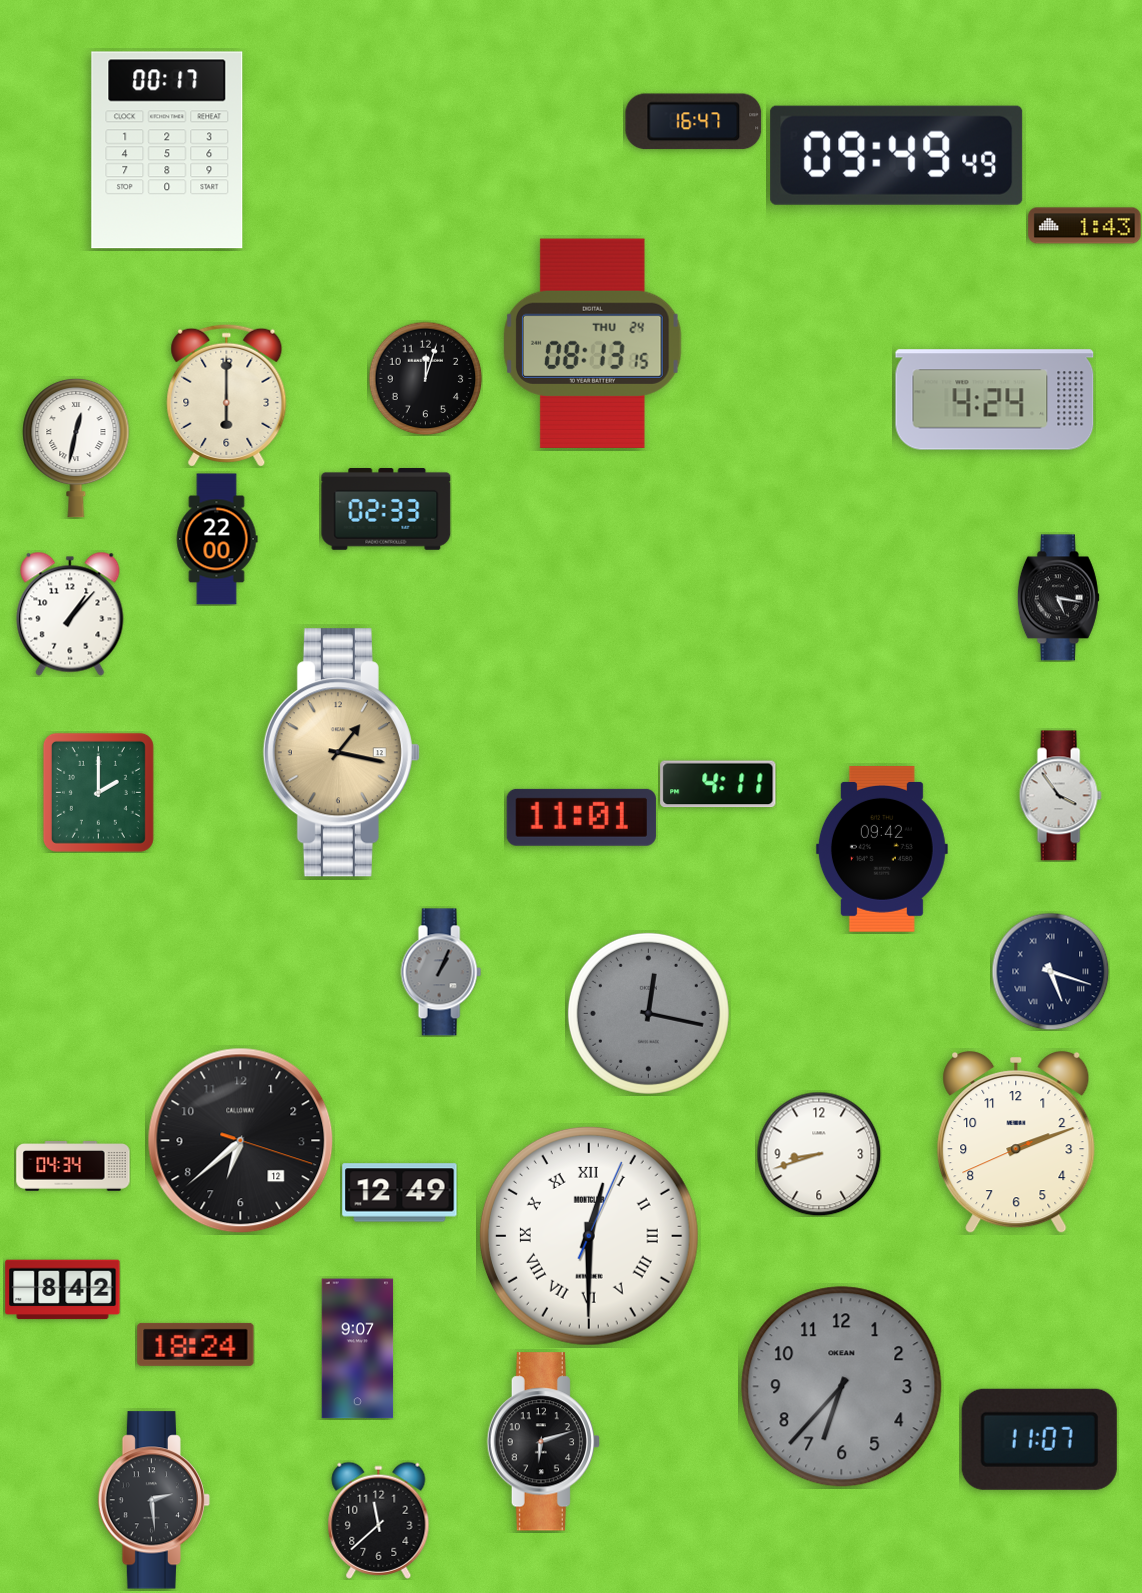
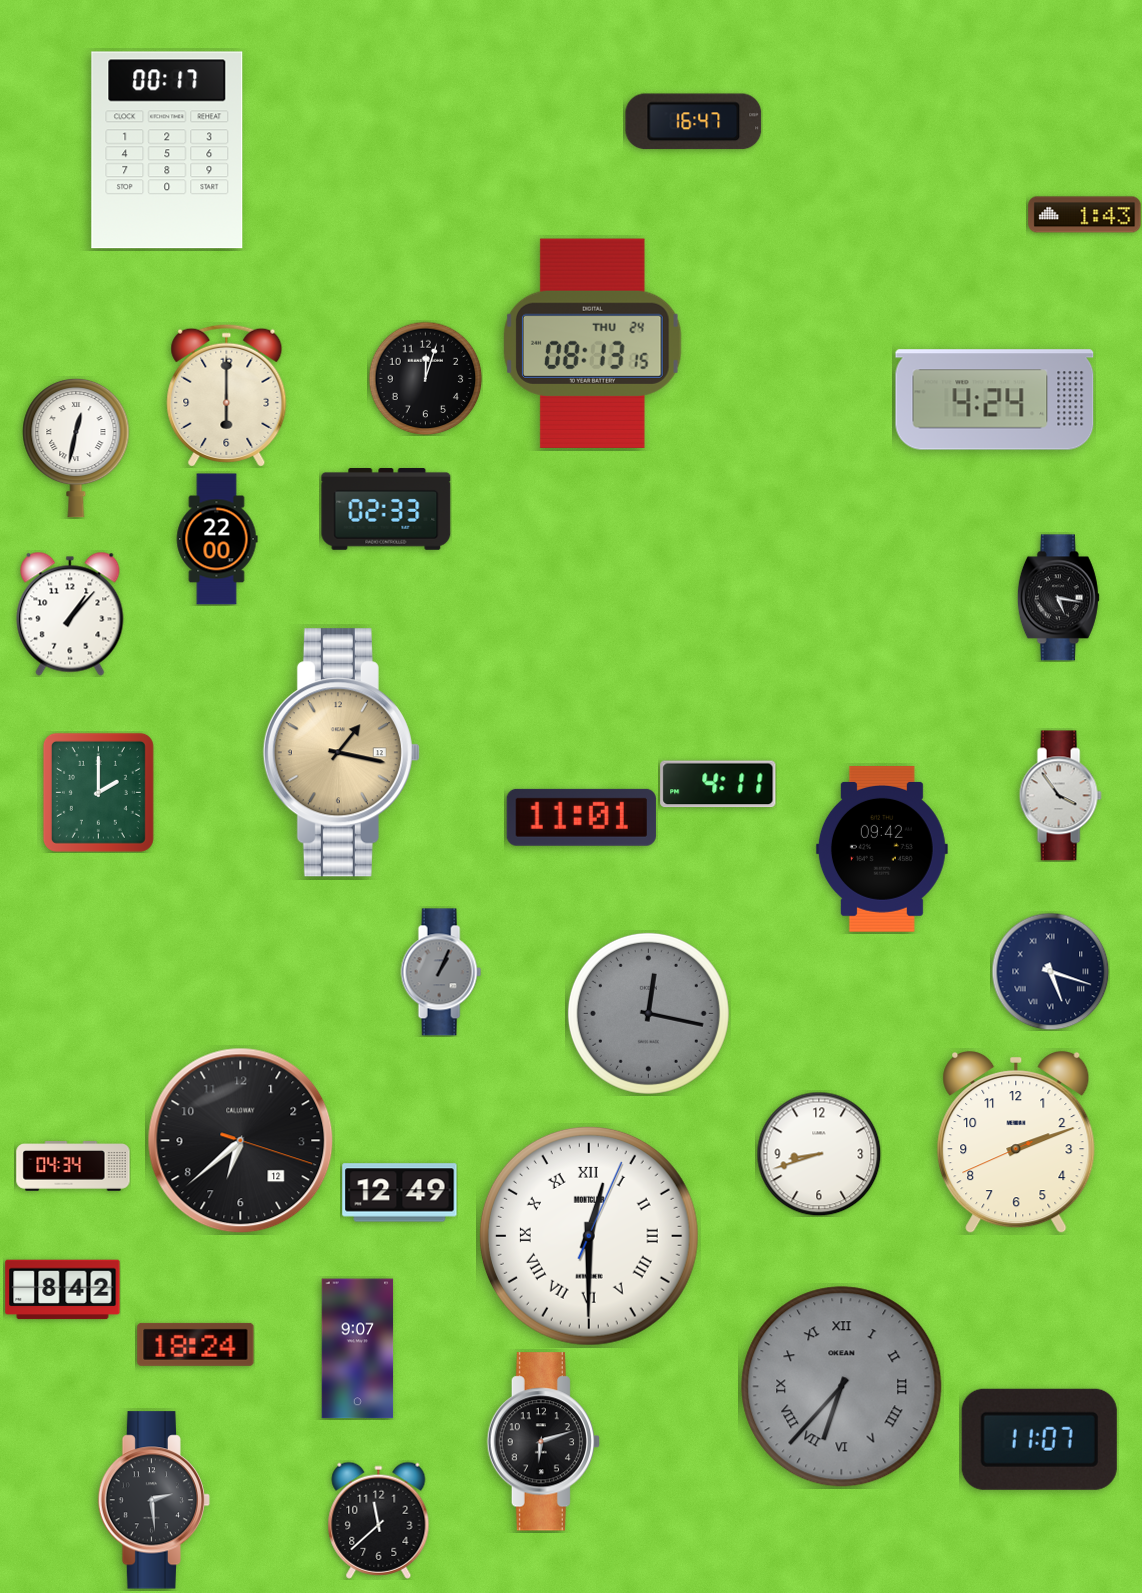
clock at (897, 155): 09:49 -> none
clock at (1085, 226) position: (1085, 226) -> (1085, 215)
clock at (842, 1387) numerals: Arabic -> Roman
